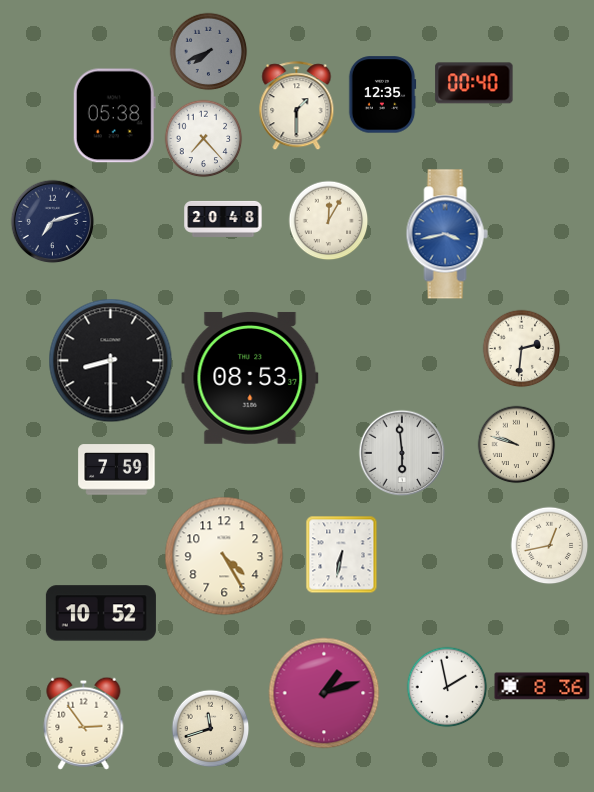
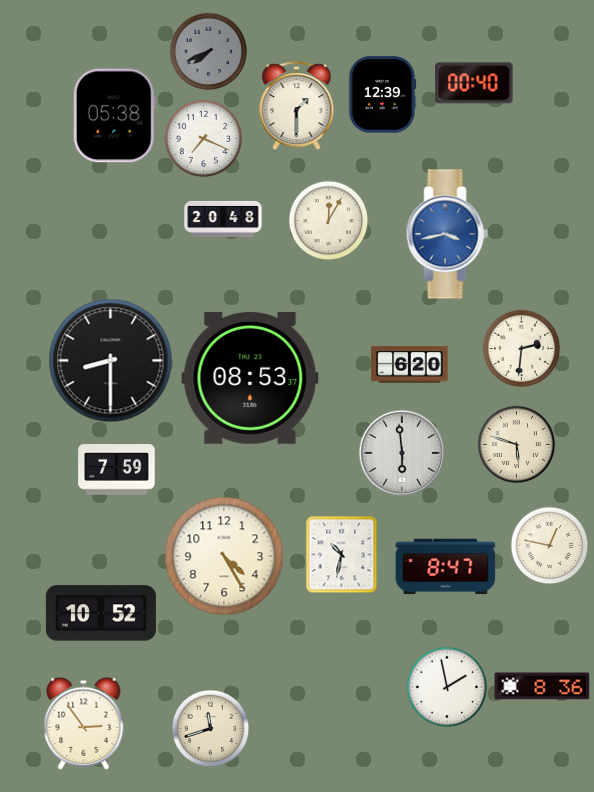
clock at (382, 95): 12:35 -> 12:39
clock at (203, 138): 7:23 -> 7:19
clock at (52, 221): 7:12 -> none
clock at (410, 365): none -> 6:20
clock at (516, 444): 9:48 -> 5:48
clock at (549, 545): 12:43 -> 12:47
clock at (342, 554): 6:32 -> 10:32
clock at (446, 567): none -> 8:47
clock at (324, 693): 1:12 -> none
